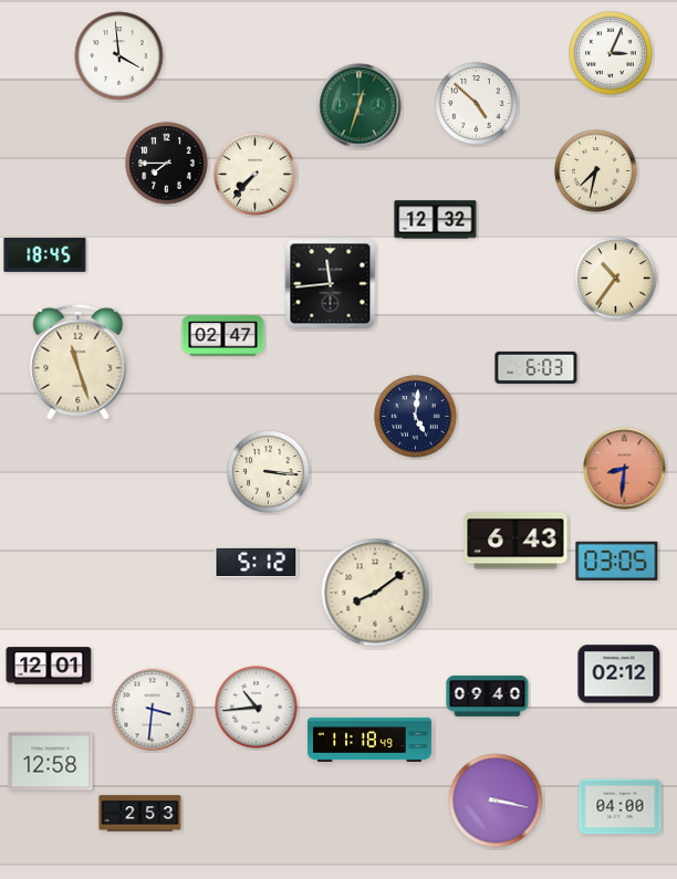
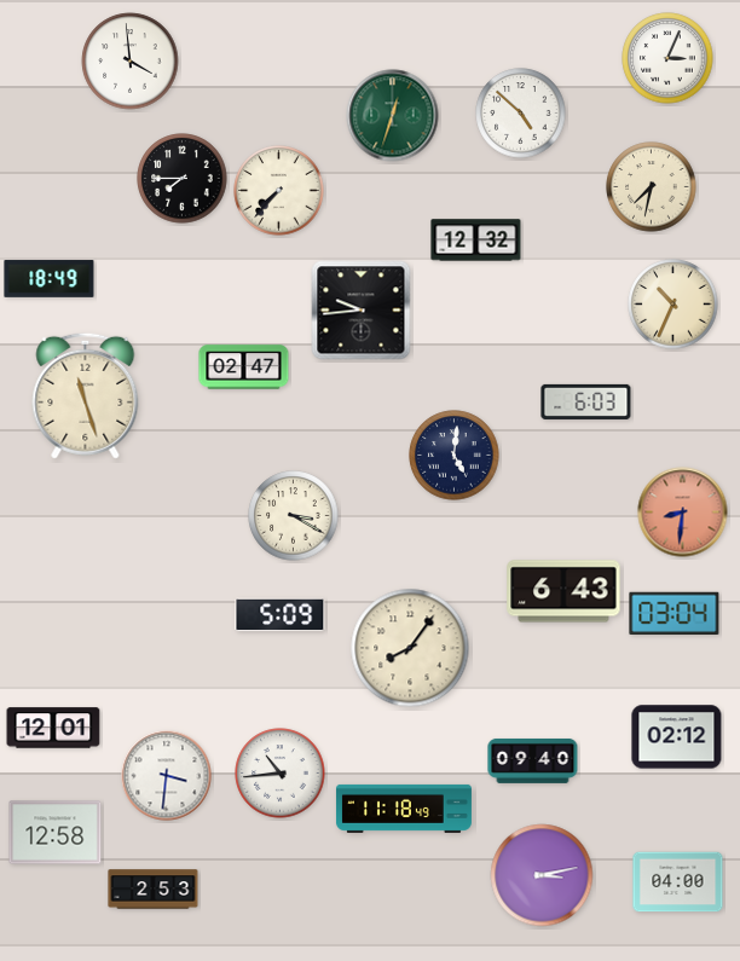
clock at (45, 255): 18:45 -> 18:49
clock at (616, 279): 10:36 -> 10:34
clock at (331, 284): 11:44 -> 9:44
clock at (269, 472): 3:16 -> 3:20
clock at (617, 561): 03:05 -> 03:04
clock at (257, 563): 5:12 -> 5:09
clock at (375, 593): 8:09 -> 8:06
clock at (496, 800): 3:17 -> 3:13
